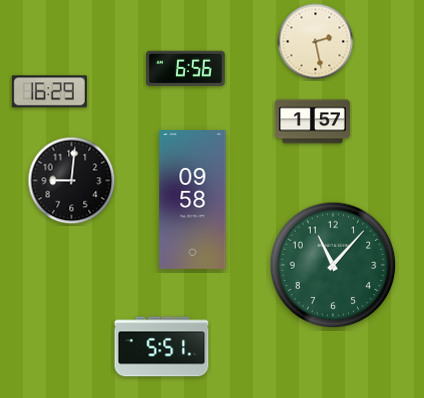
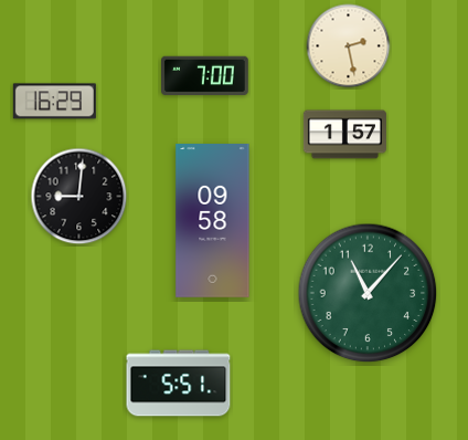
clock at (186, 69): 6:56 -> 7:00
clock at (72, 181) position: (72, 181) -> (79, 197)
